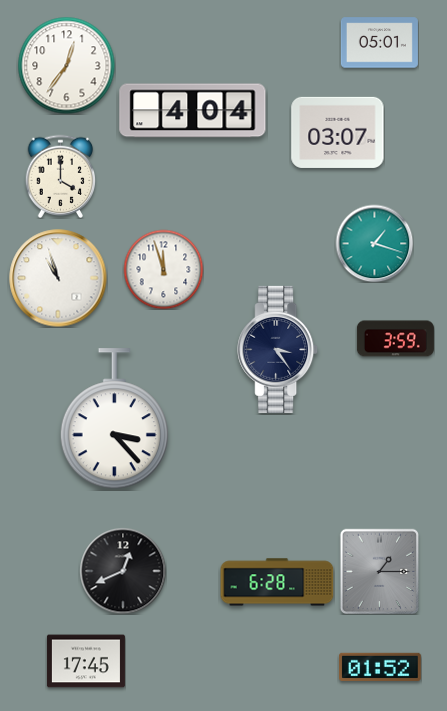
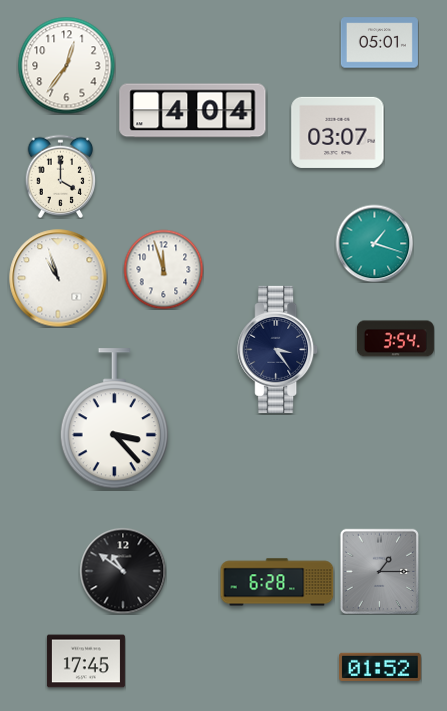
clock at (395, 339): 3:59 -> 3:54
clock at (123, 571): 12:41 -> 10:51
